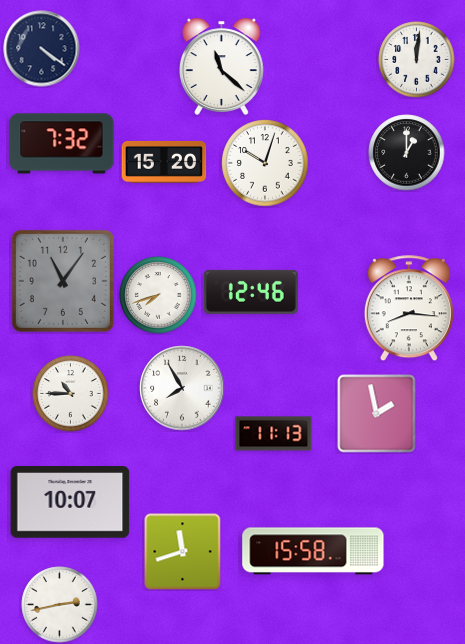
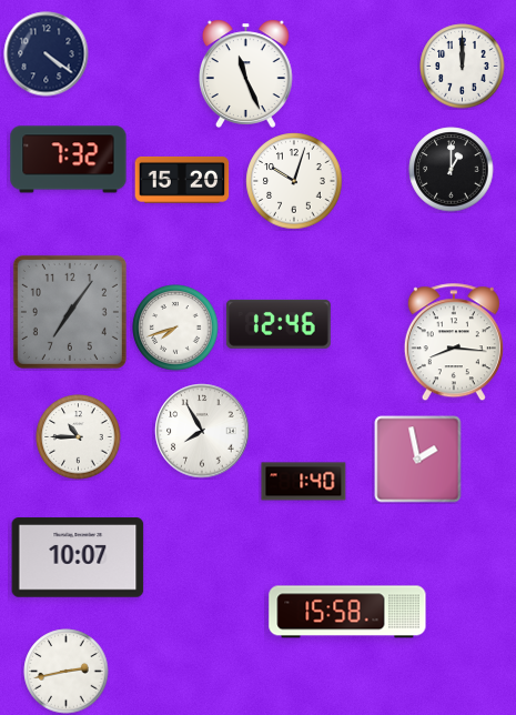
clock at (417, 60): 12:01 -> 12:00
clock at (222, 66): 11:22 -> 11:26
clock at (63, 281): 11:06 -> 7:06
clock at (274, 434): 11:13 -> 1:40
clock at (183, 552): 11:42 -> none
